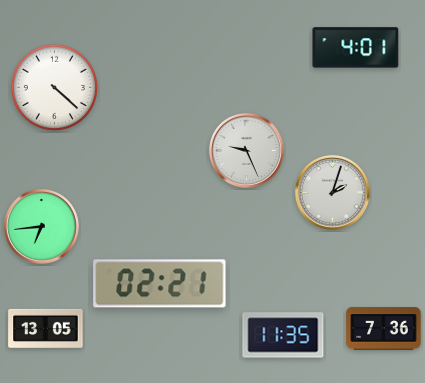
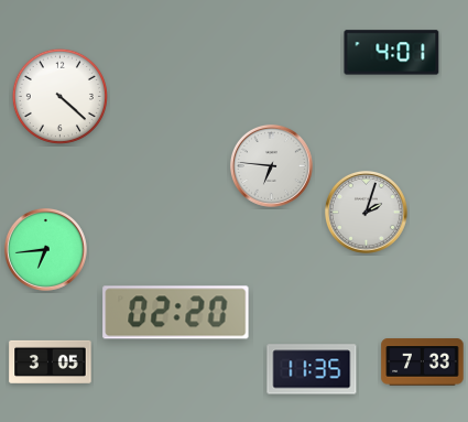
clock at (246, 150): 9:26 -> 6:46
clock at (160, 284): 02:21 -> 02:20
clock at (46, 328): 13:05 -> 3:05
clock at (384, 329): 7:36 -> 7:33
